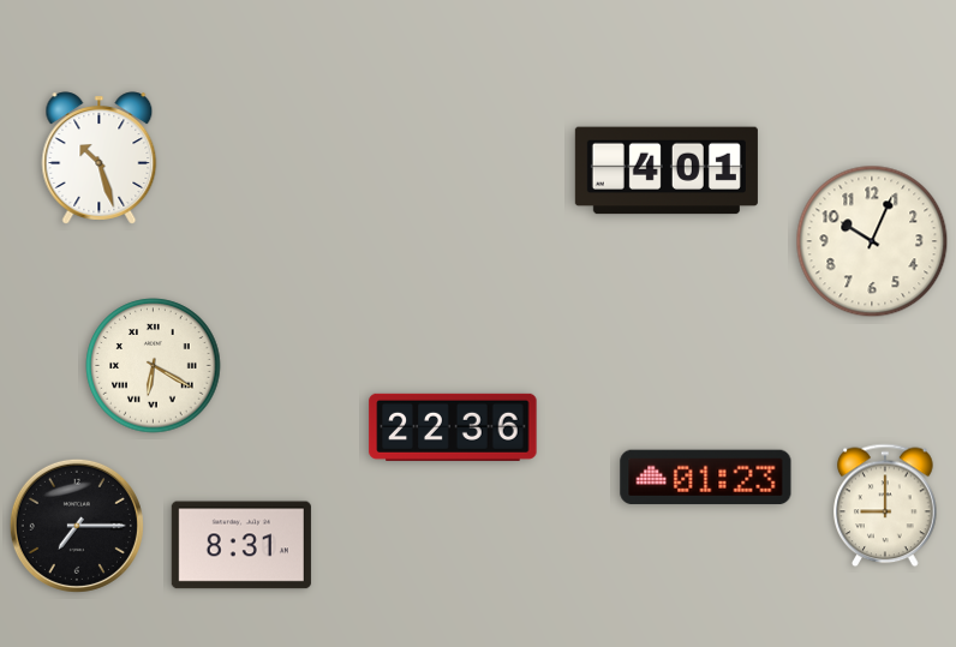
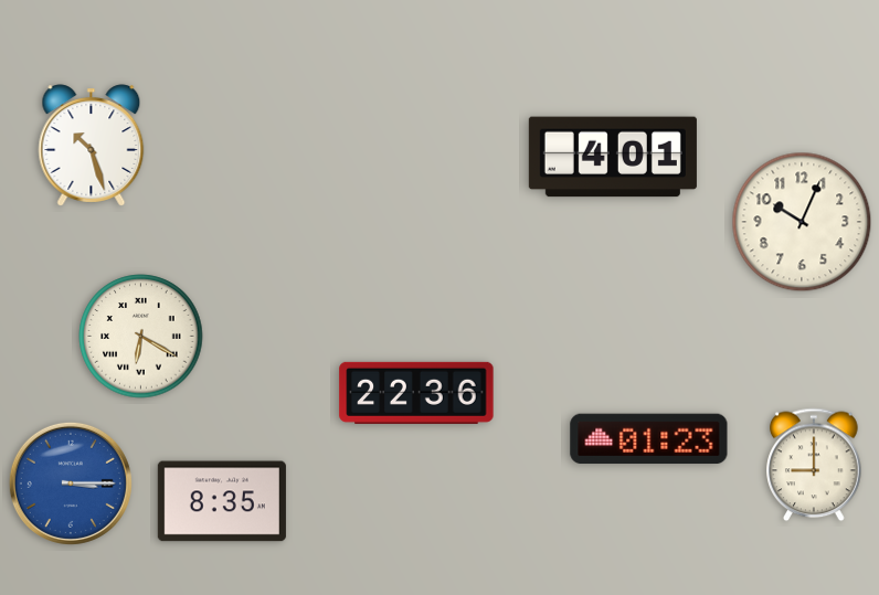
clock at (77, 526): 7:15 -> 3:15
clock at (77, 526) dial: black -> blue
clock at (241, 545): 8:31 -> 8:35
